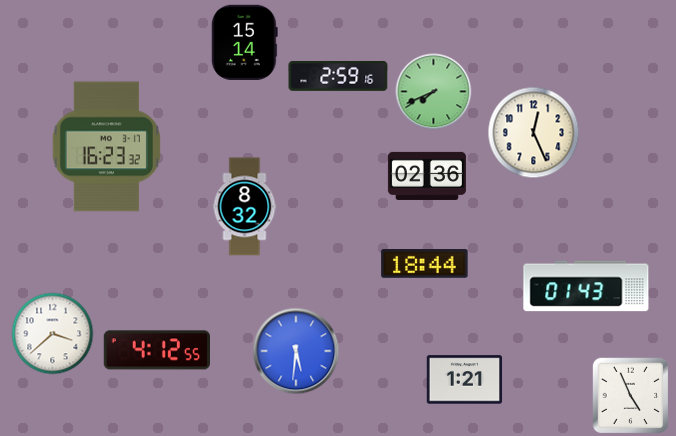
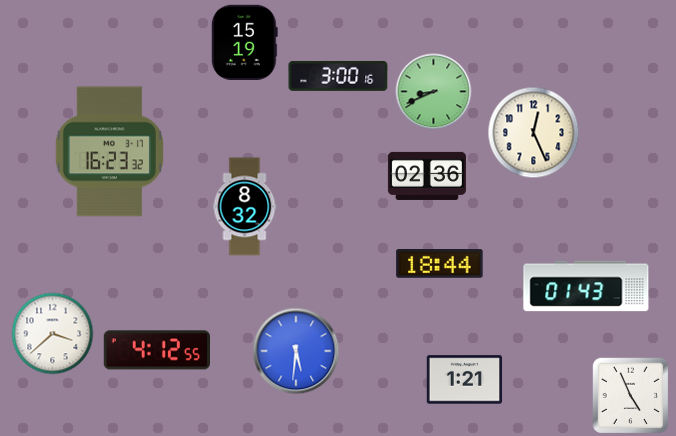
clock at (244, 42): 15:14 -> 15:19
clock at (338, 76): 2:59 -> 3:00
clock at (434, 92): 7:41 -> 8:41
clock at (106, 147) position: (106, 147) -> (109, 152)
clock at (425, 264) position: (425, 264) -> (440, 264)
